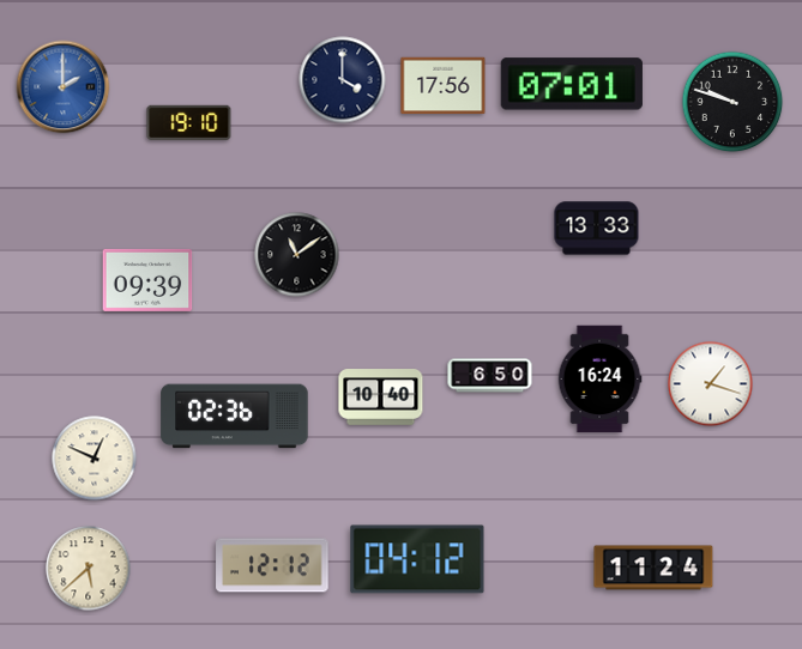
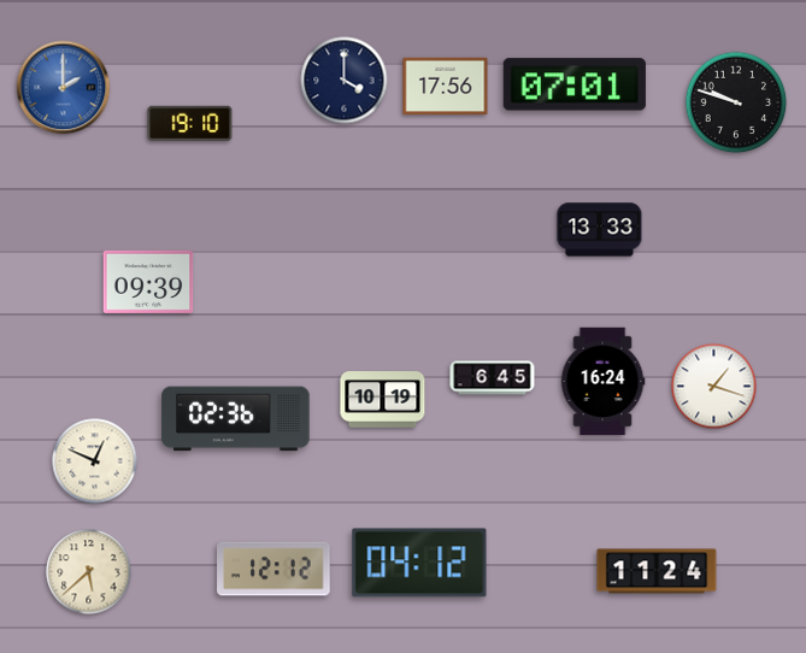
clock at (297, 255): 11:09 -> none
clock at (490, 376): 6:50 -> 6:45
clock at (381, 398): 10:40 -> 10:19
